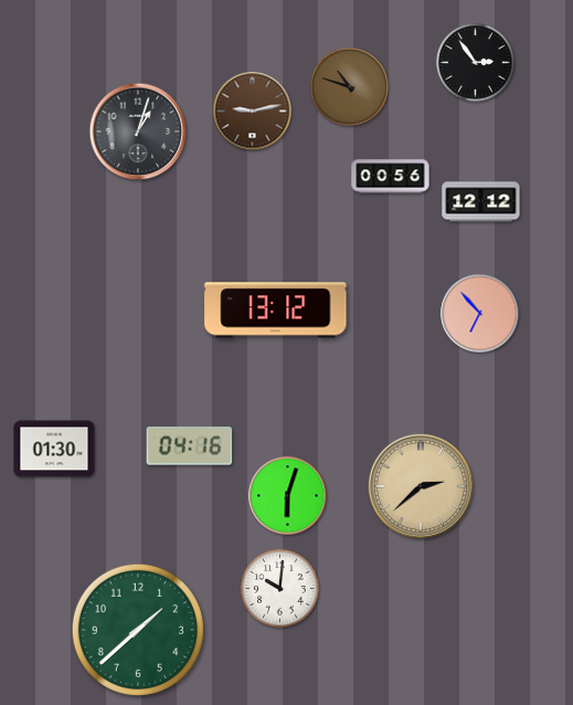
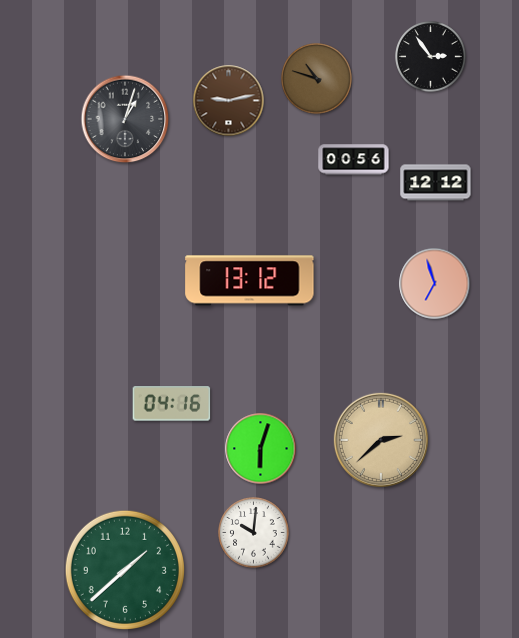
clock at (480, 314): 6:53 -> 6:57
clock at (54, 449): 01:30 -> none
